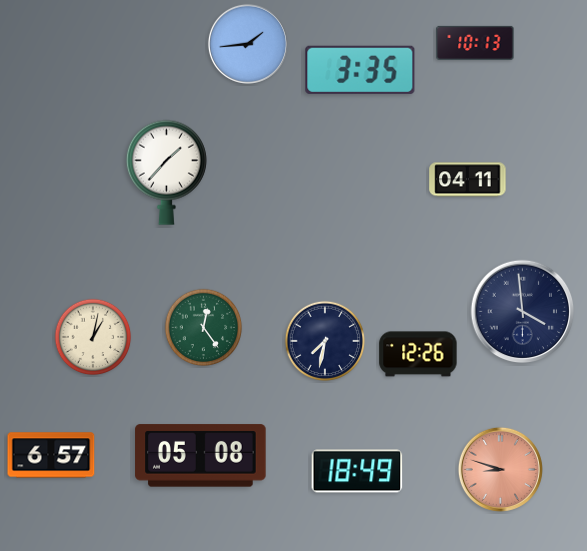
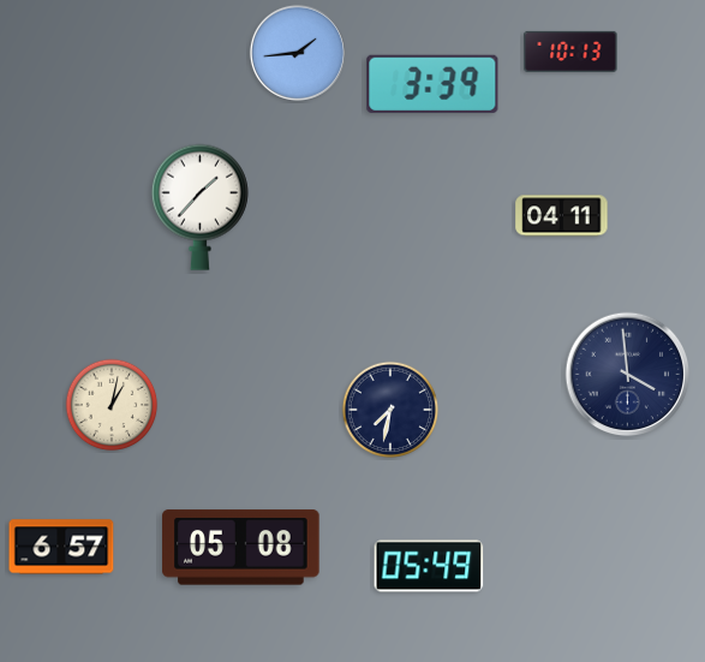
clock at (360, 70): 3:35 -> 3:39
clock at (204, 328): 12:24 -> none
clock at (418, 354): 12:26 -> none
clock at (500, 469): 8:48 -> none
clock at (357, 471): 18:49 -> 05:49
